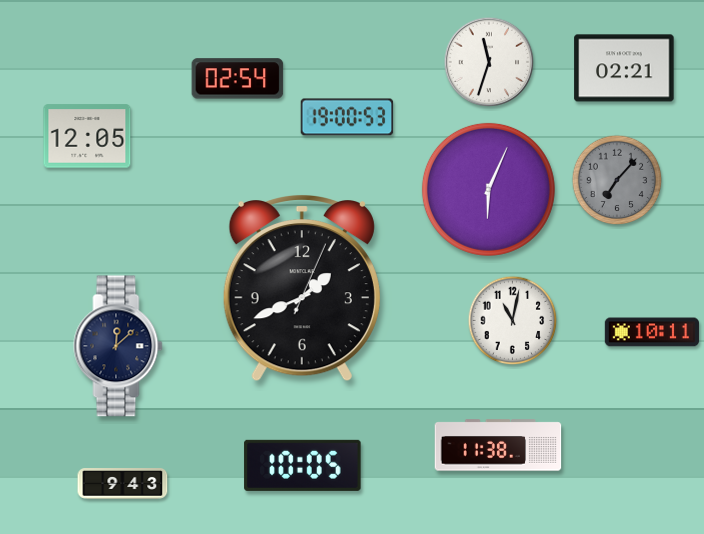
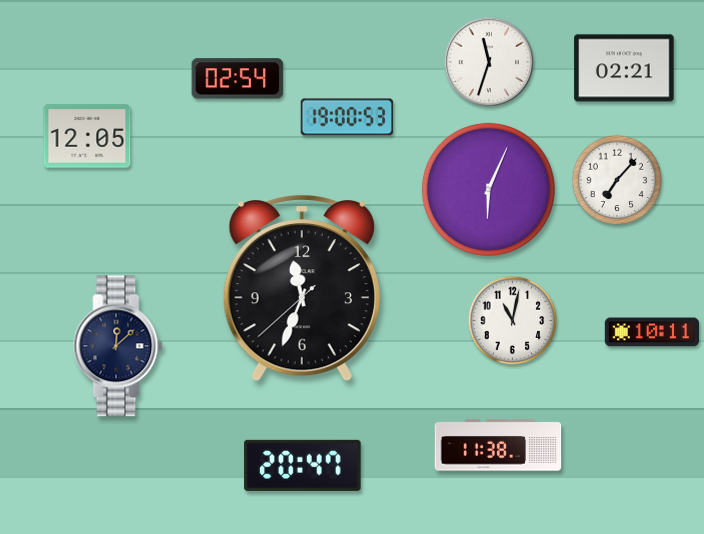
clock at (617, 180) dial: grey -> white
clock at (302, 289): 1:41 -> 11:33
clock at (303, 465): 10:05 -> 20:47
clock at (123, 484): 9:43 -> none
